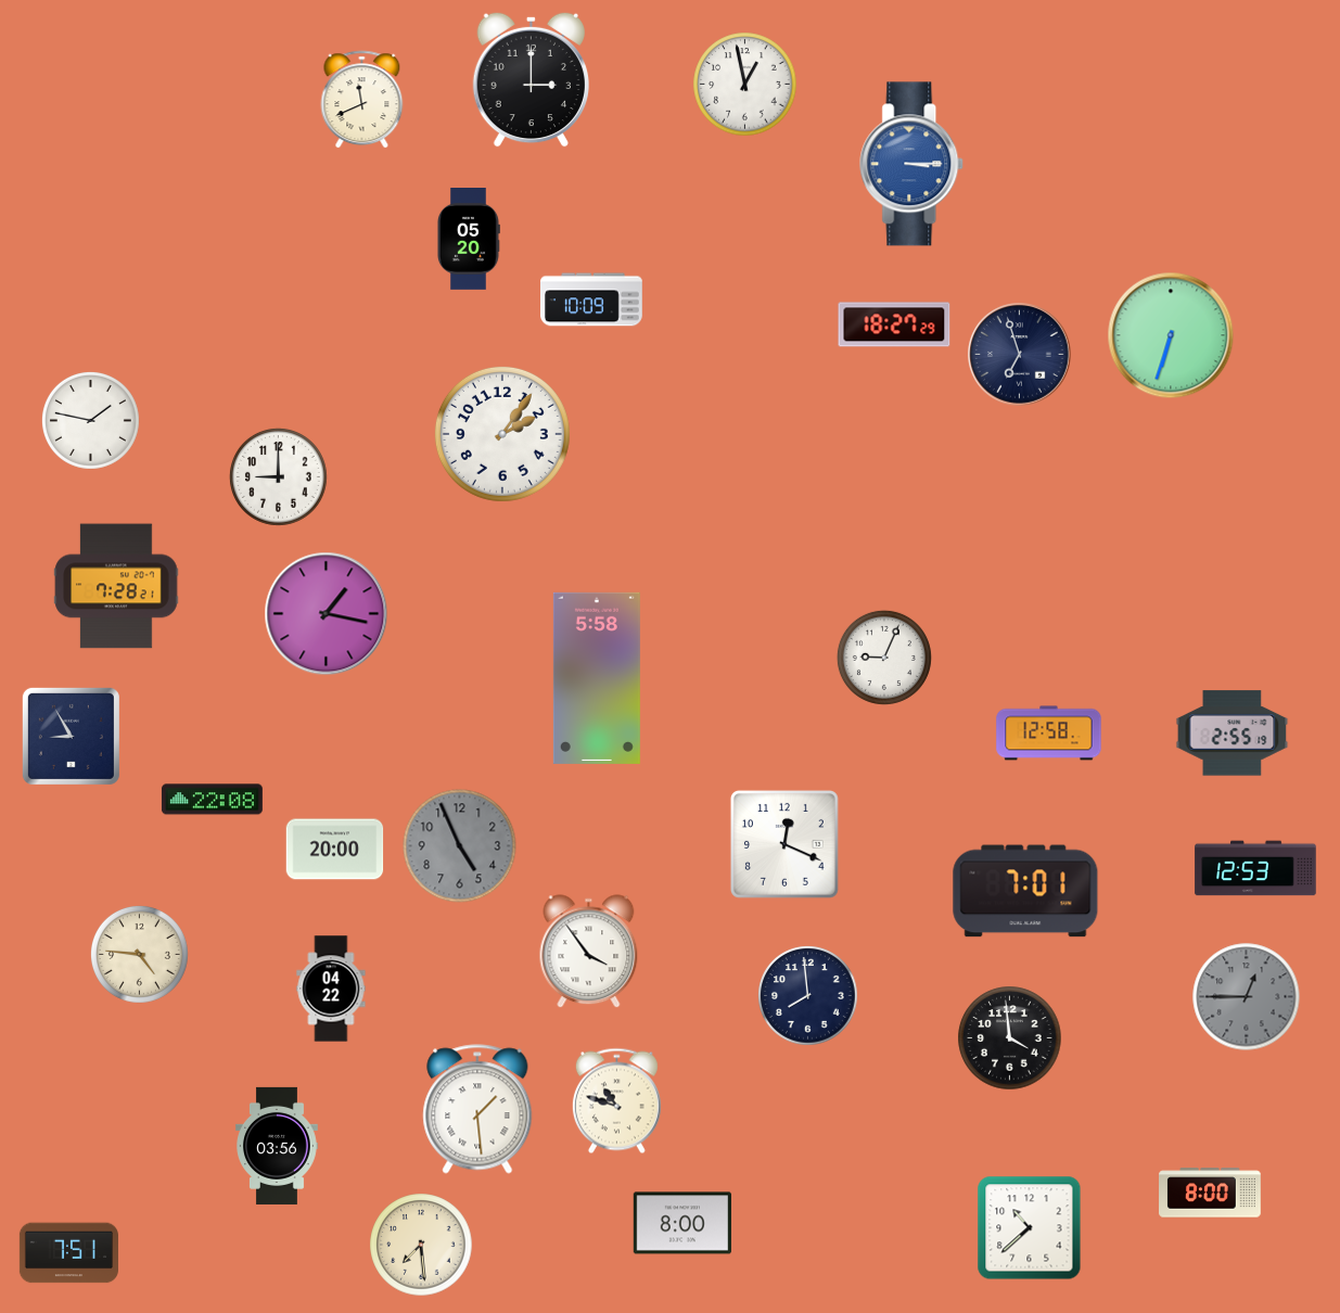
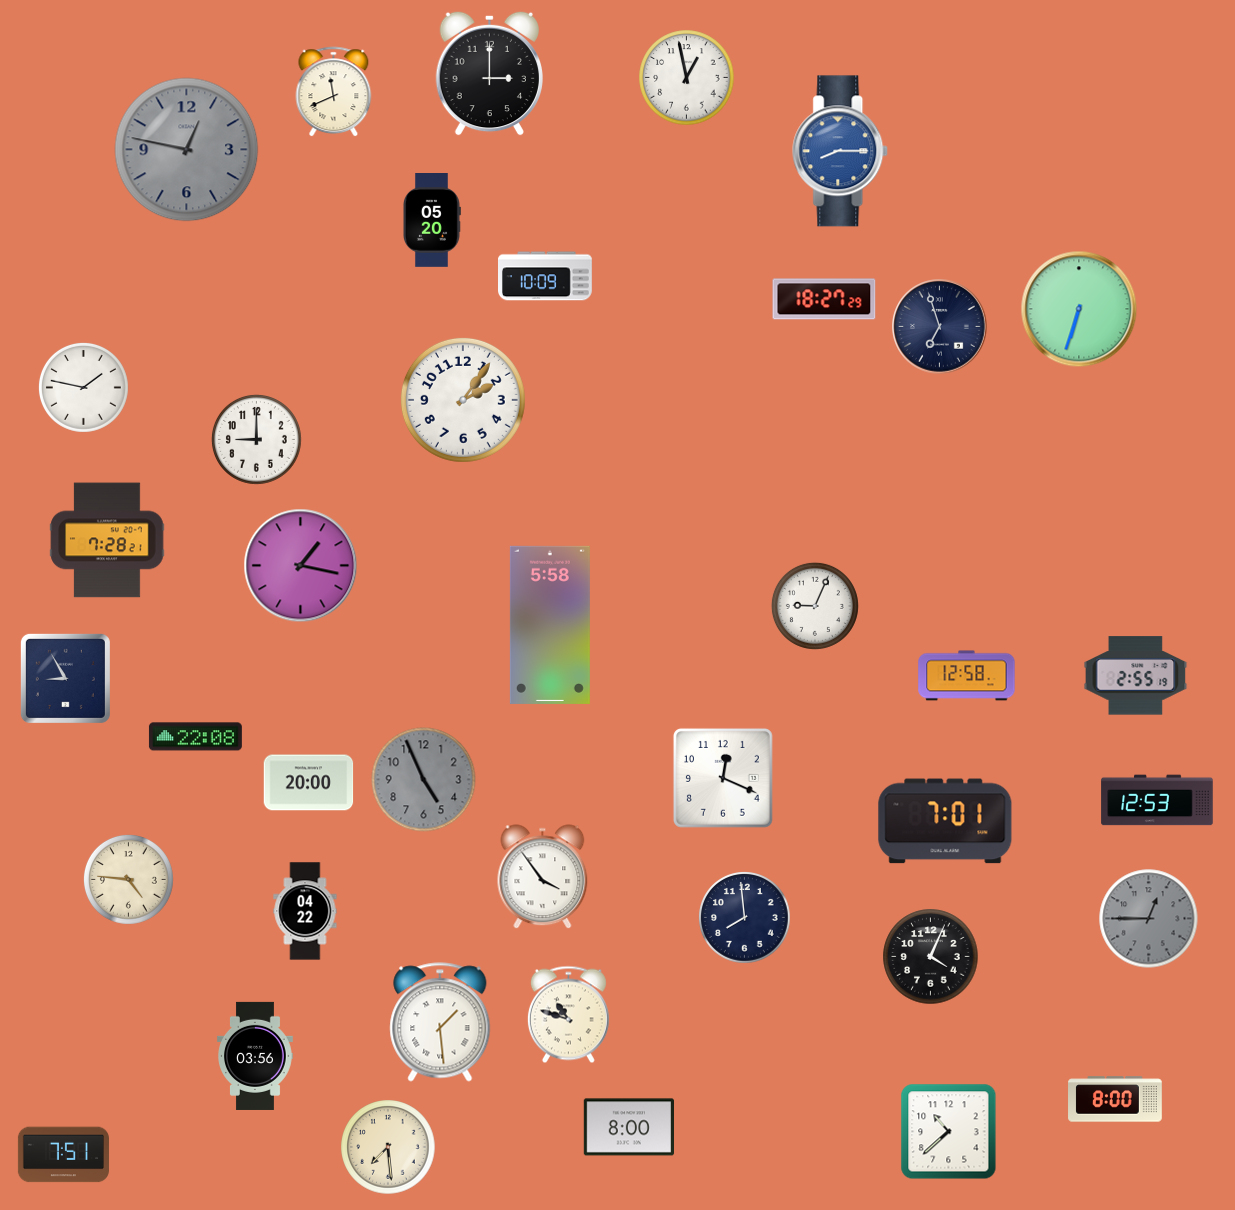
clock at (187, 150): none -> 12:47
clock at (913, 164): 3:15 -> 8:15
clock at (1010, 1038): 3:59 -> 4:04
